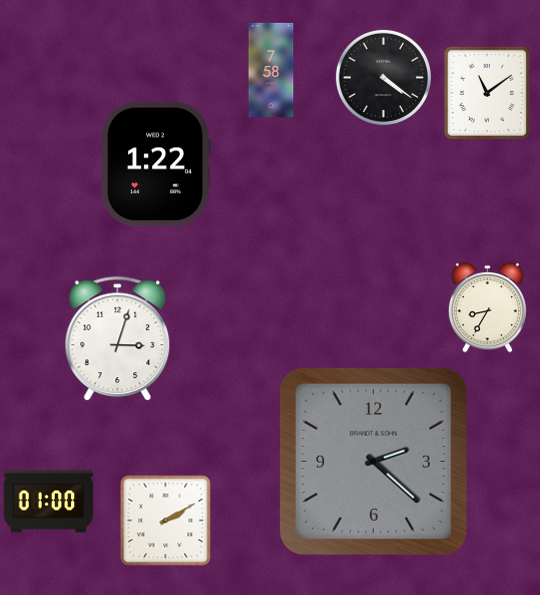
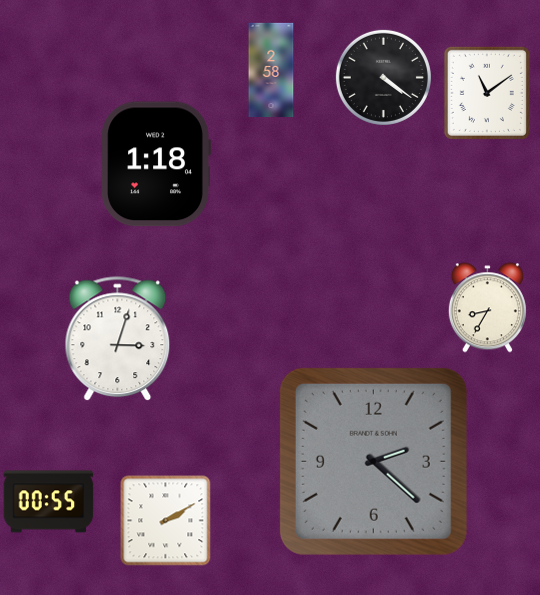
clock at (271, 70): 7:58 -> 2:58
clock at (156, 164): 1:22 -> 1:18
clock at (49, 502): 01:00 -> 00:55
